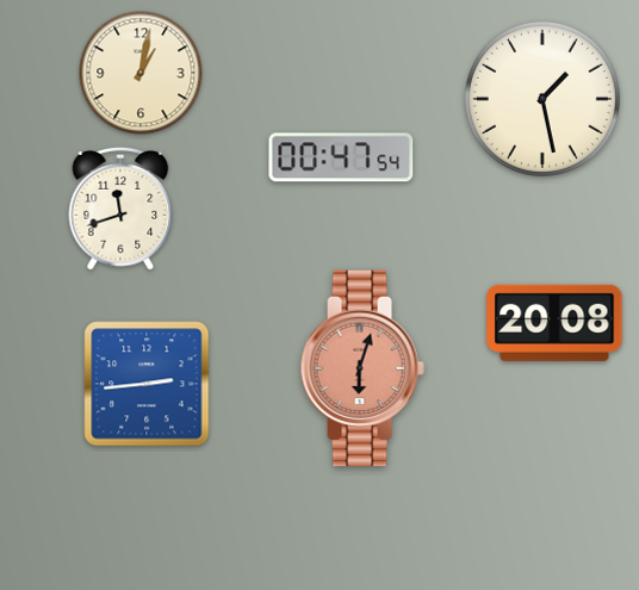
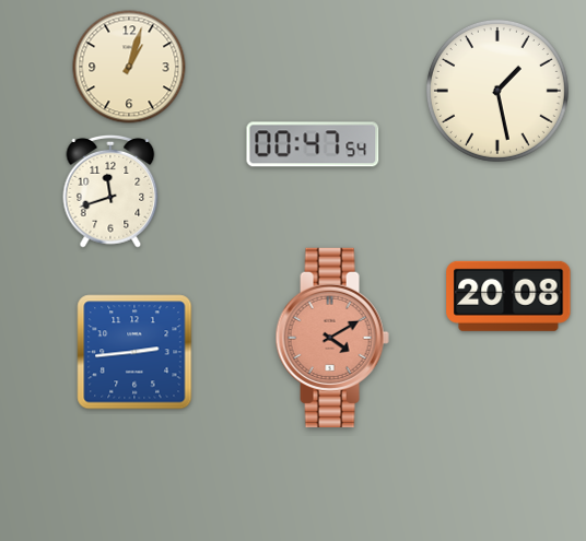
clock at (141, 73): 1:02 -> 1:03
clock at (362, 368): 6:03 -> 4:10
